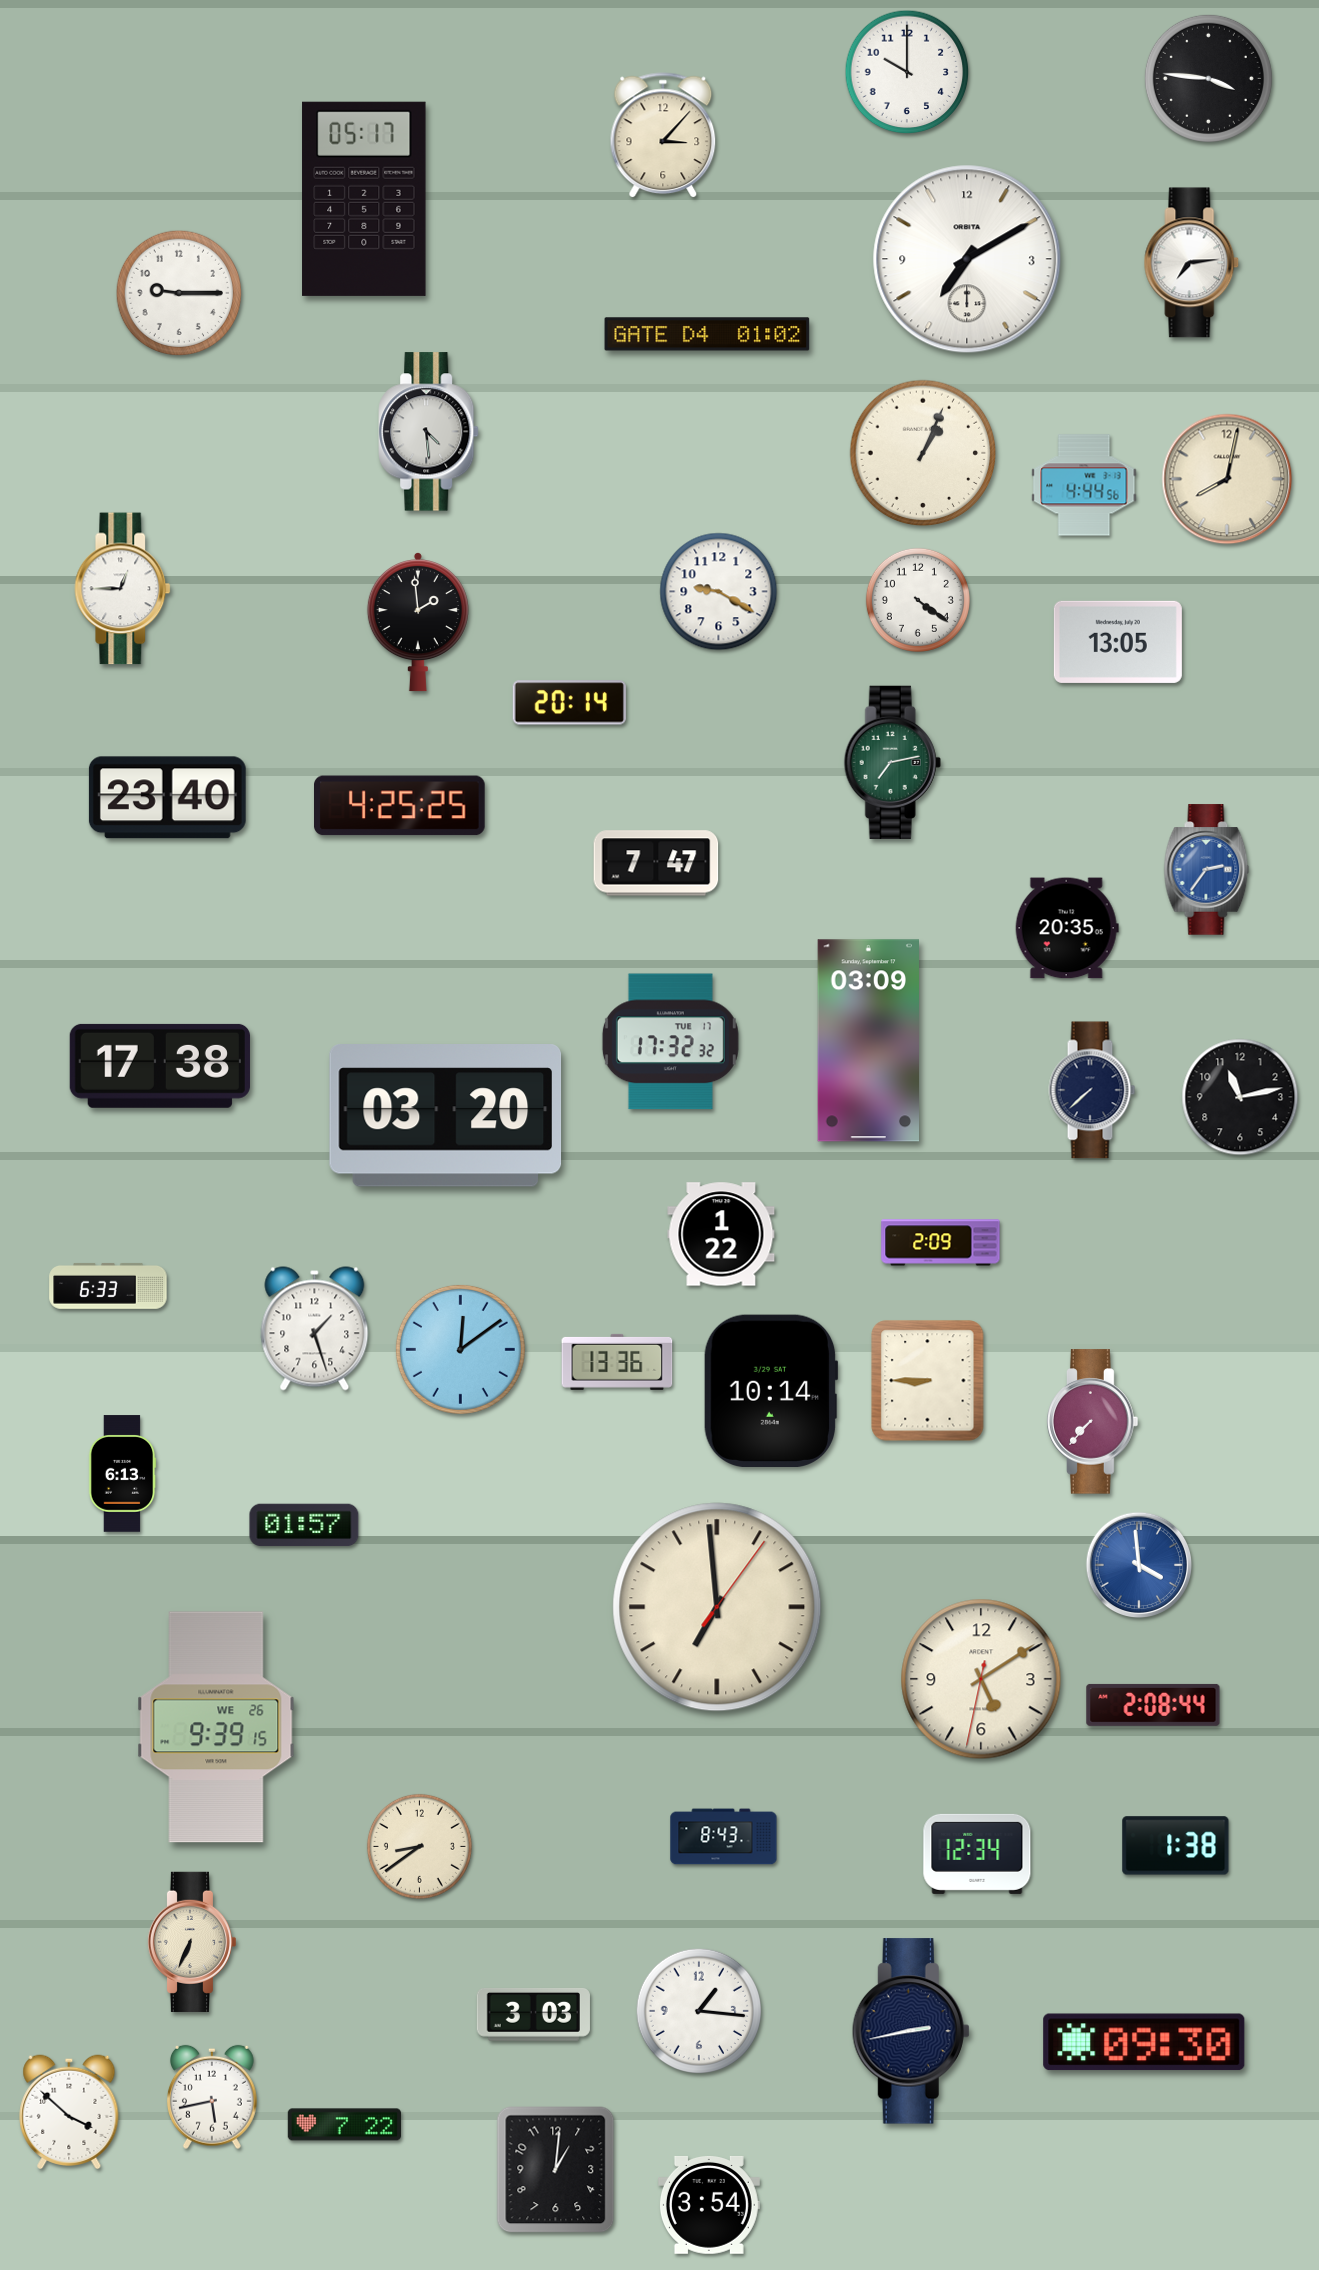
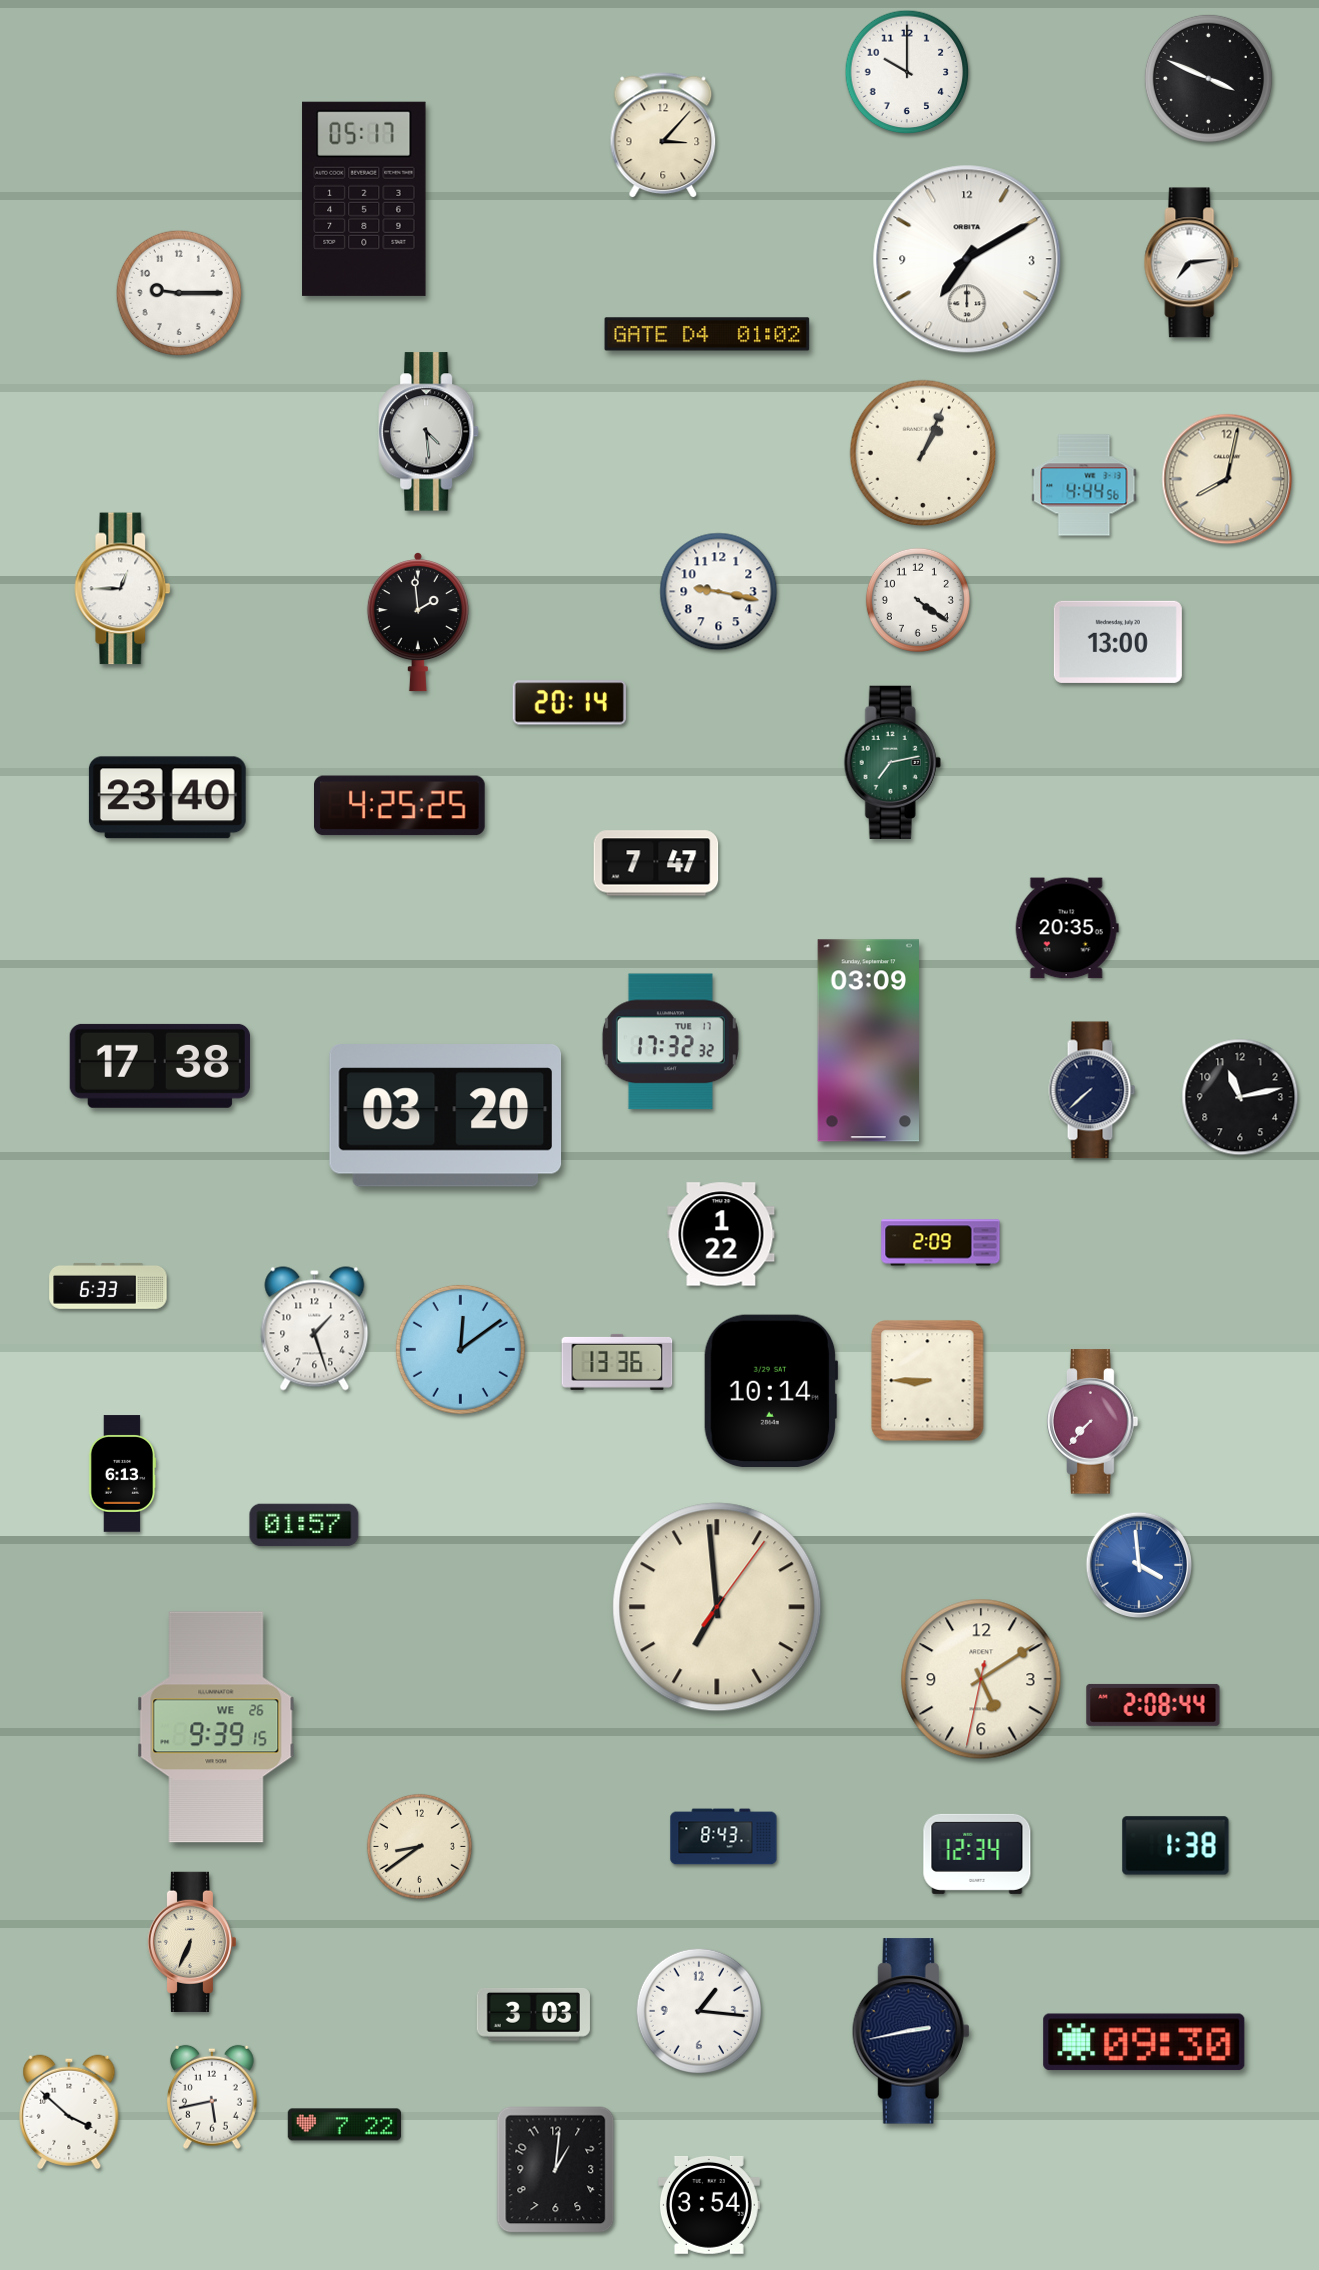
clock at (1208, 78): 3:46 -> 3:49
clock at (719, 592): 9:20 -> 9:17
clock at (1118, 642): 13:05 -> 13:00
clock at (1207, 870): 2:36 -> none
